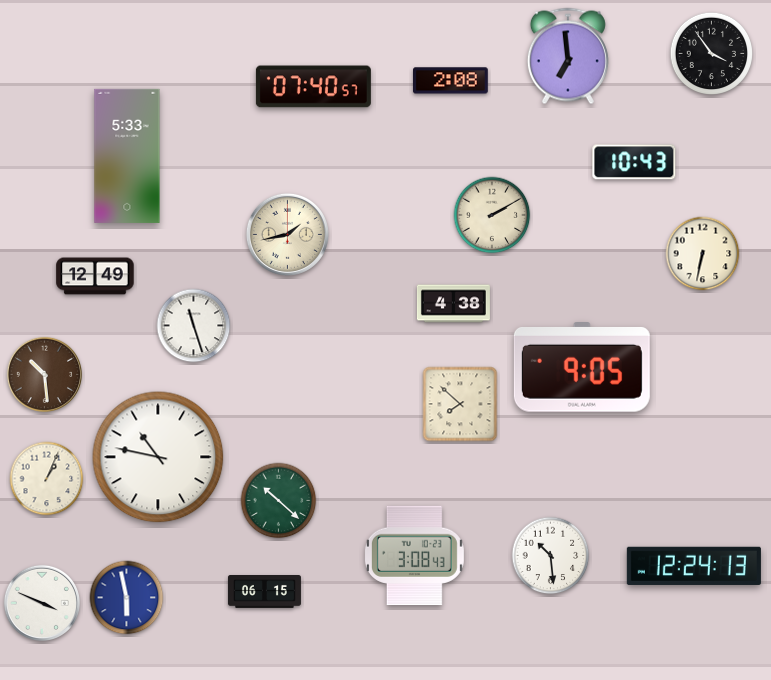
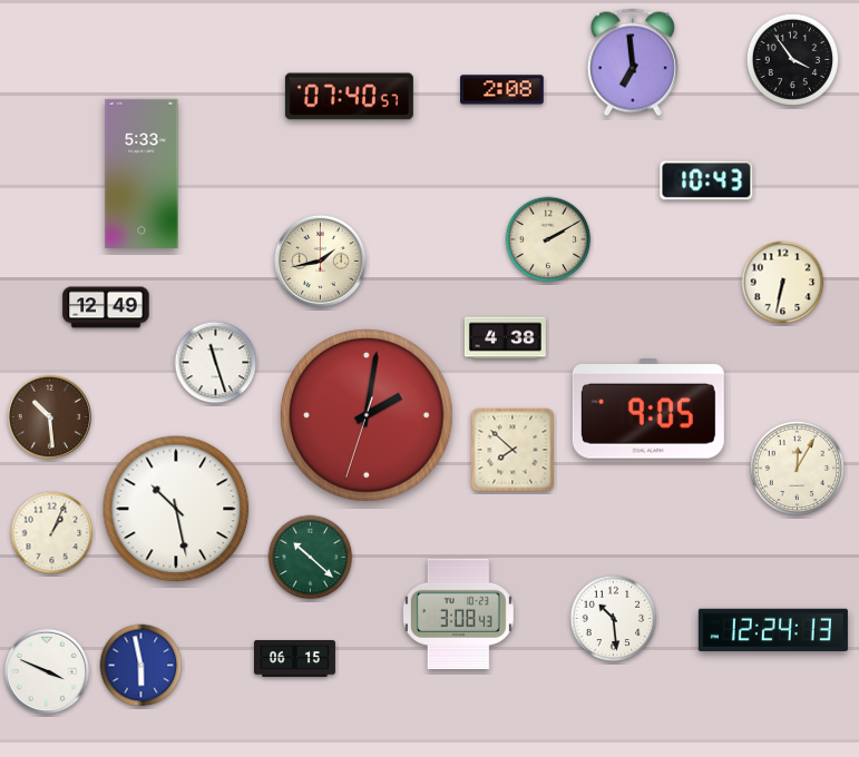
clock at (367, 415): none -> 2:01
clock at (797, 468): none -> 12:05
clock at (158, 457): 10:47 -> 10:28
clock at (414, 556) position: (414, 556) -> (458, 615)
